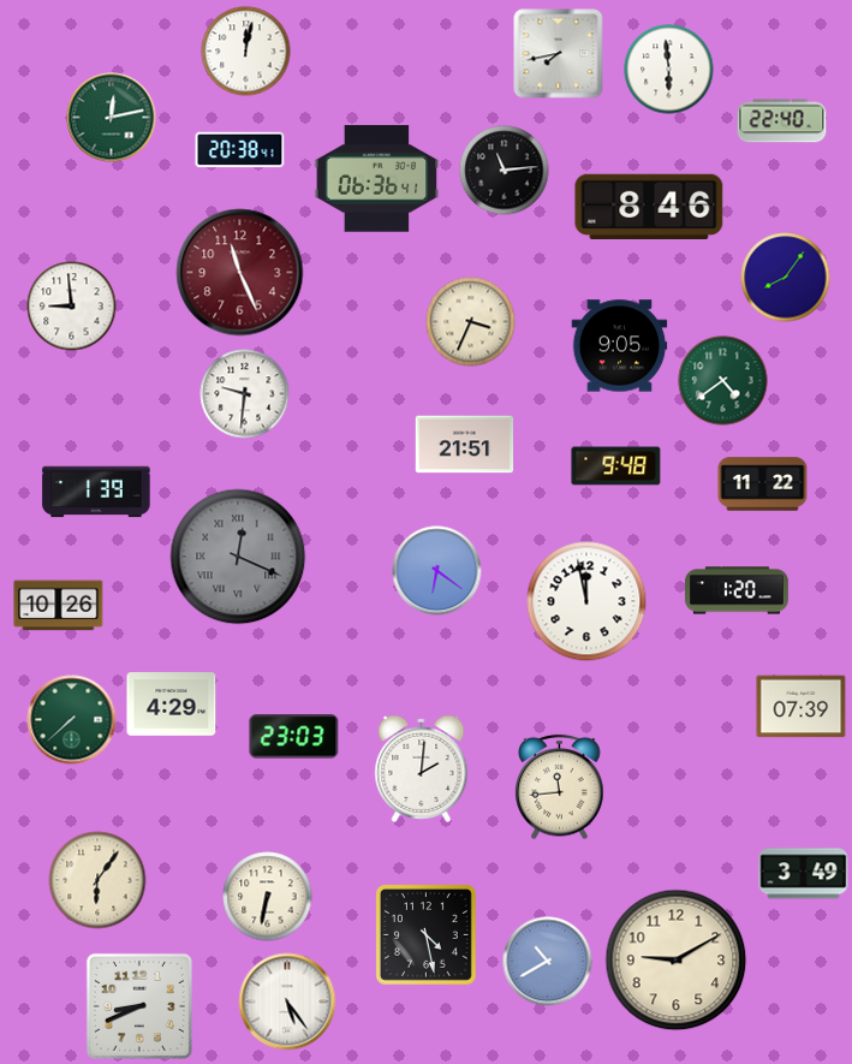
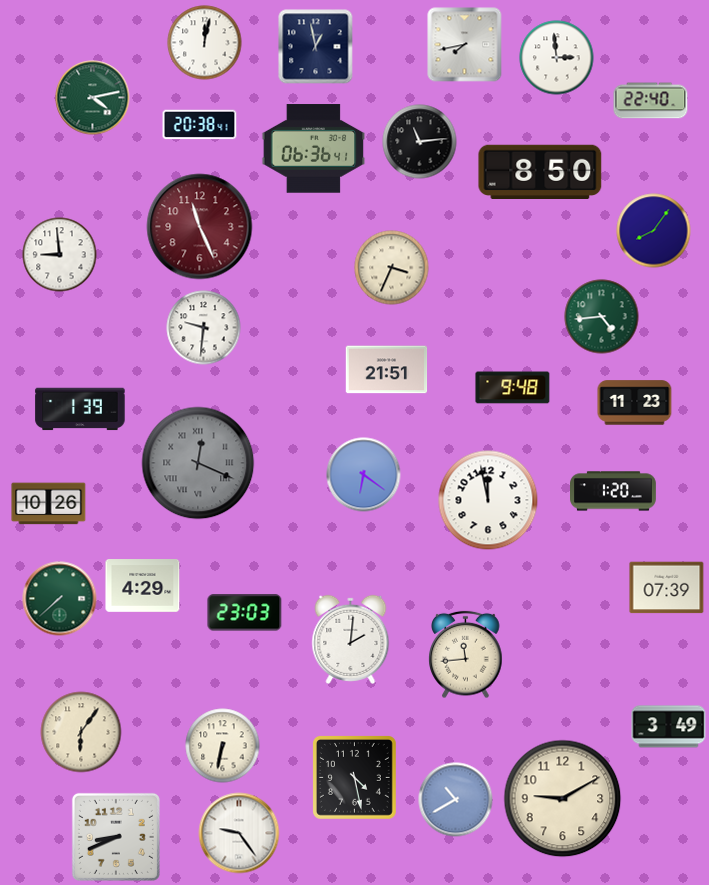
clock at (316, 47): none -> 12:58
clock at (669, 70): 5:59 -> 2:59
clock at (112, 118): 12:13 -> 4:13
clock at (649, 206): 8:46 -> 8:50
clock at (620, 346): 9:05 -> none
clock at (723, 381): 4:39 -> 4:44
clock at (763, 485): 11:22 -> 11:23
clock at (287, 1001): 5:24 -> 9:24
